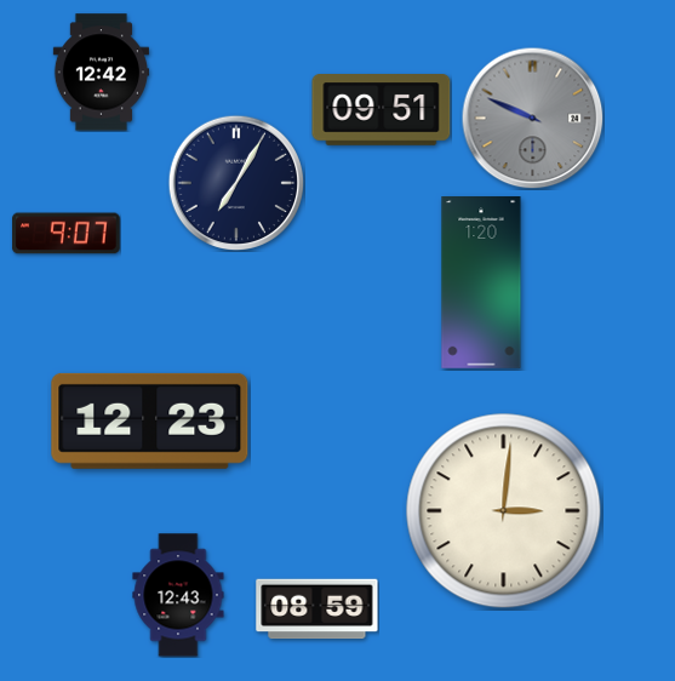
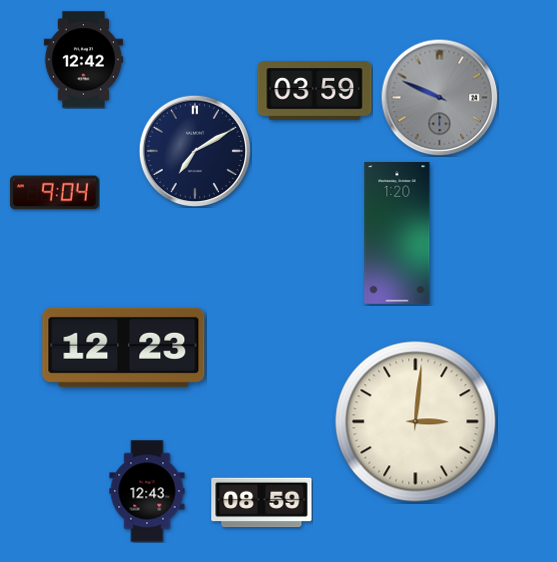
clock at (382, 110): 09:51 -> 03:59
clock at (236, 183): 7:05 -> 7:10
clock at (67, 234): 9:07 -> 9:04
